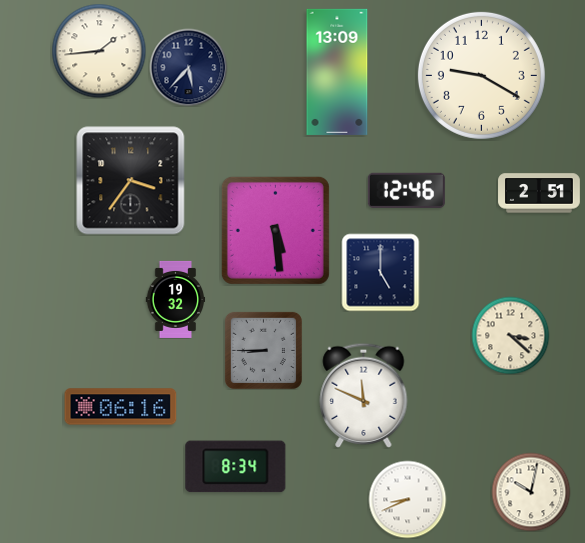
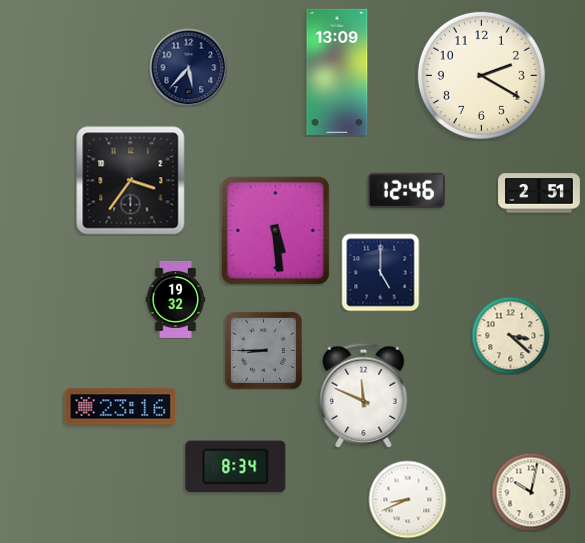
clock at (99, 51): 1:44 -> none
clock at (481, 75): 9:20 -> 2:20
clock at (121, 407): 06:16 -> 23:16
